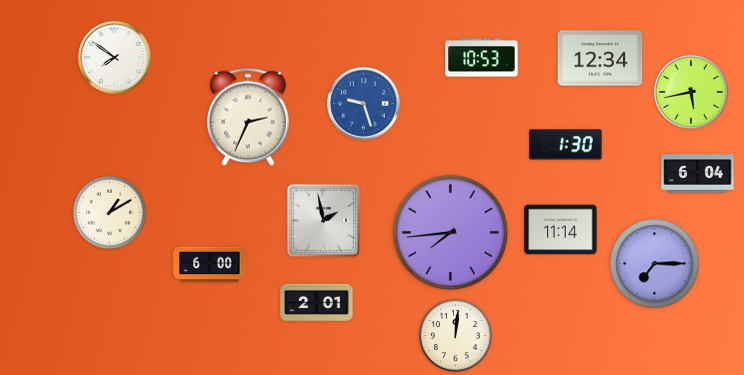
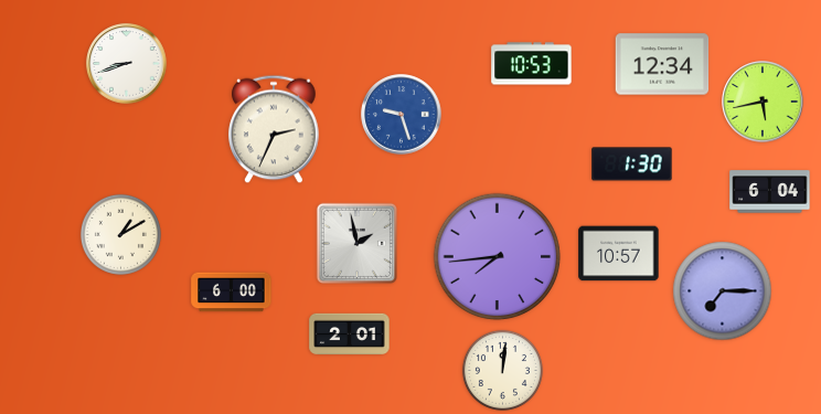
clock at (115, 58): 7:51 -> 8:42
clock at (566, 145) position: (566, 145) -> (632, 164)
clock at (561, 230): 11:14 -> 10:57
